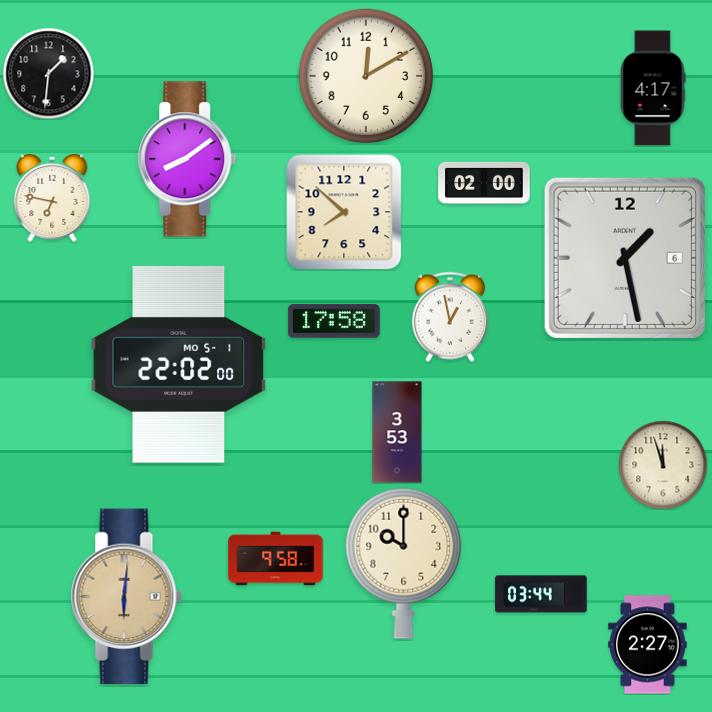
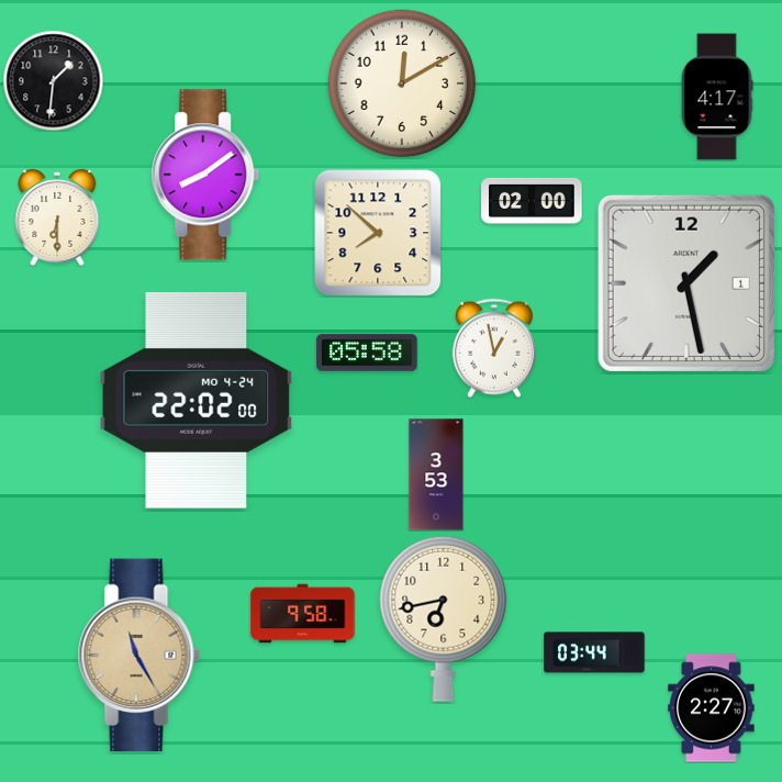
clock at (52, 198): 6:47 -> 6:30
clock at (625, 258) date: 6 -> 1
clock at (334, 321): 17:58 -> 05:58
clock at (179, 364) date: MO 5-1 -> MO 4-24
clock at (663, 465): 11:57 -> none
clock at (404, 563): 10:00 -> 6:43
clock at (126, 597): 6:01 -> 11:25
